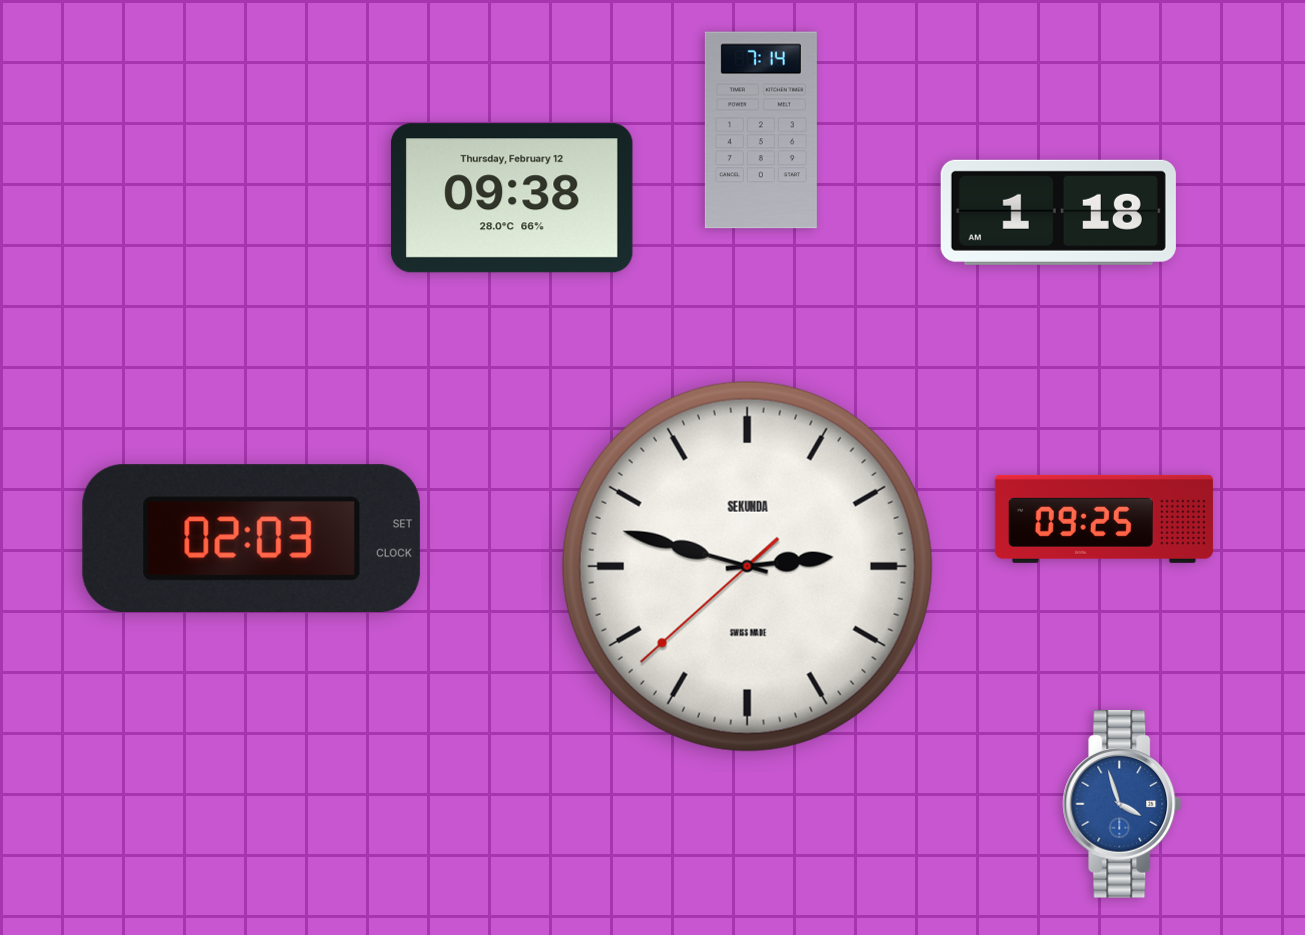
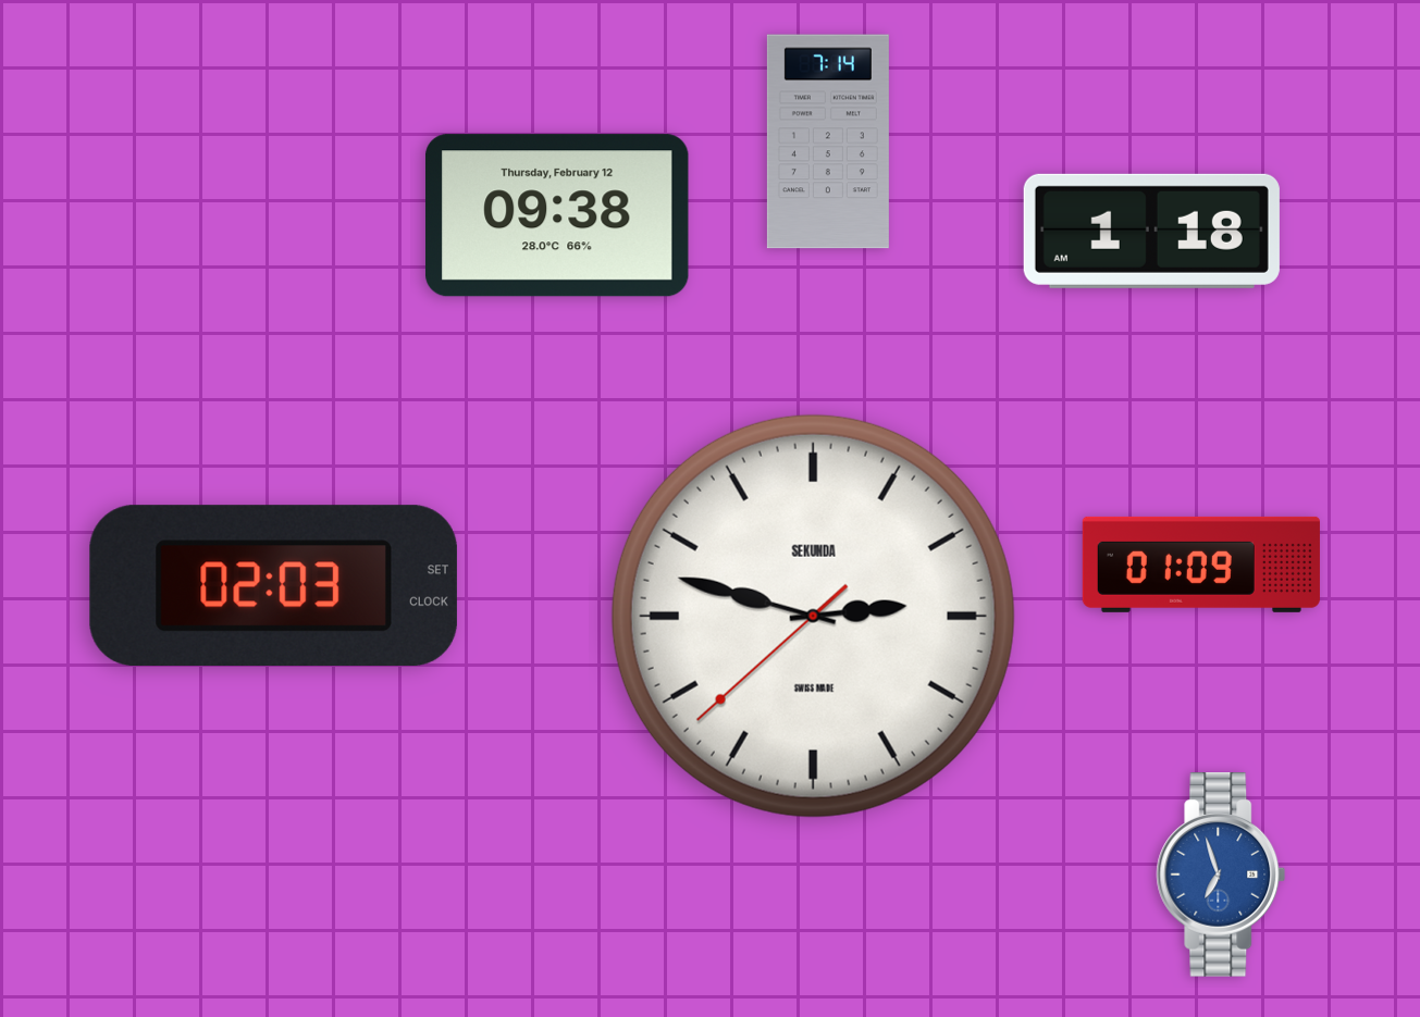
clock at (1104, 519): 09:25 -> 01:09
clock at (1122, 805): 3:57 -> 6:57
